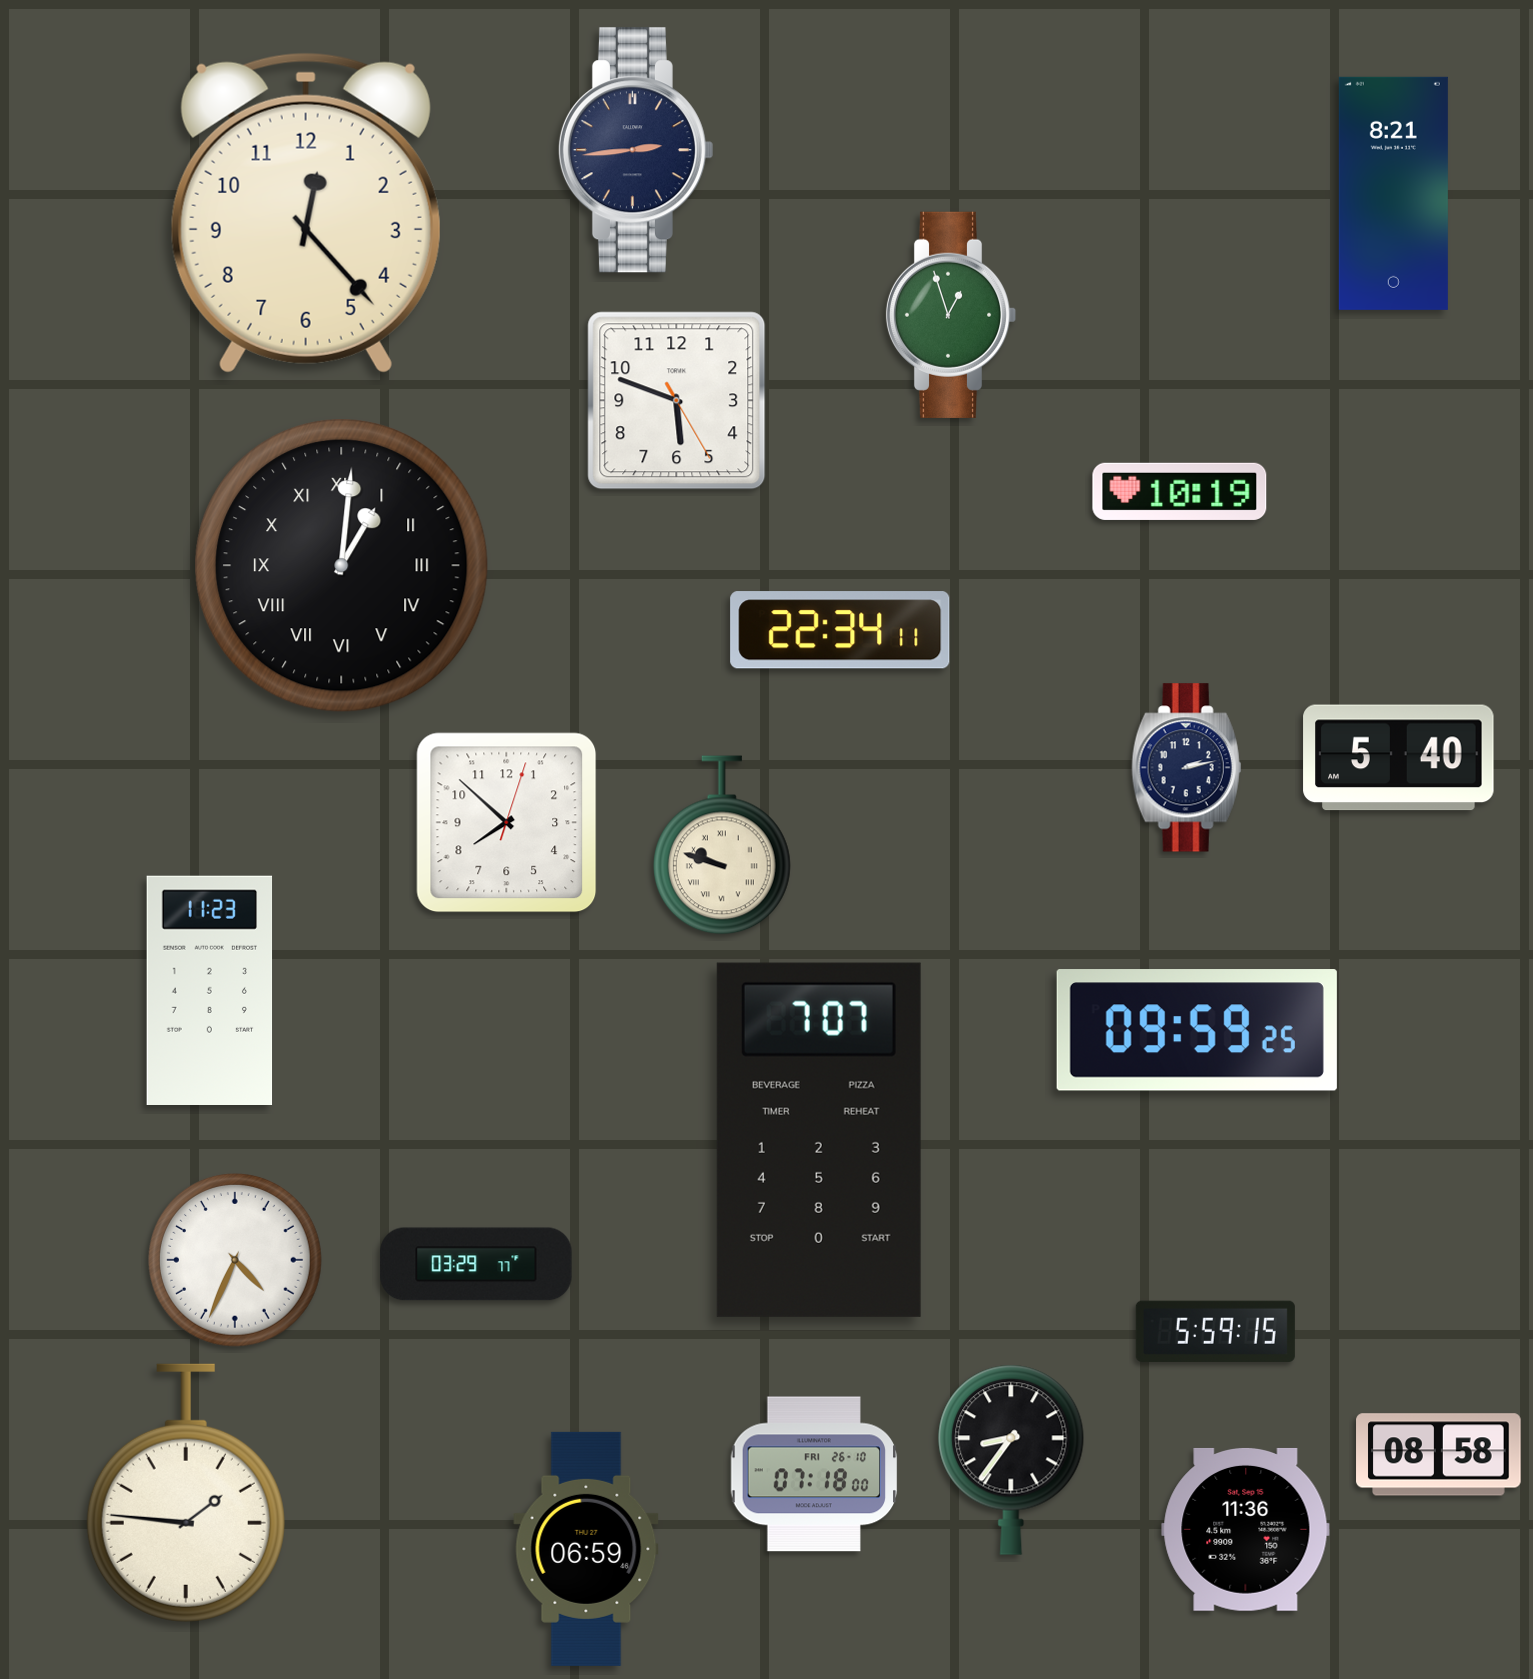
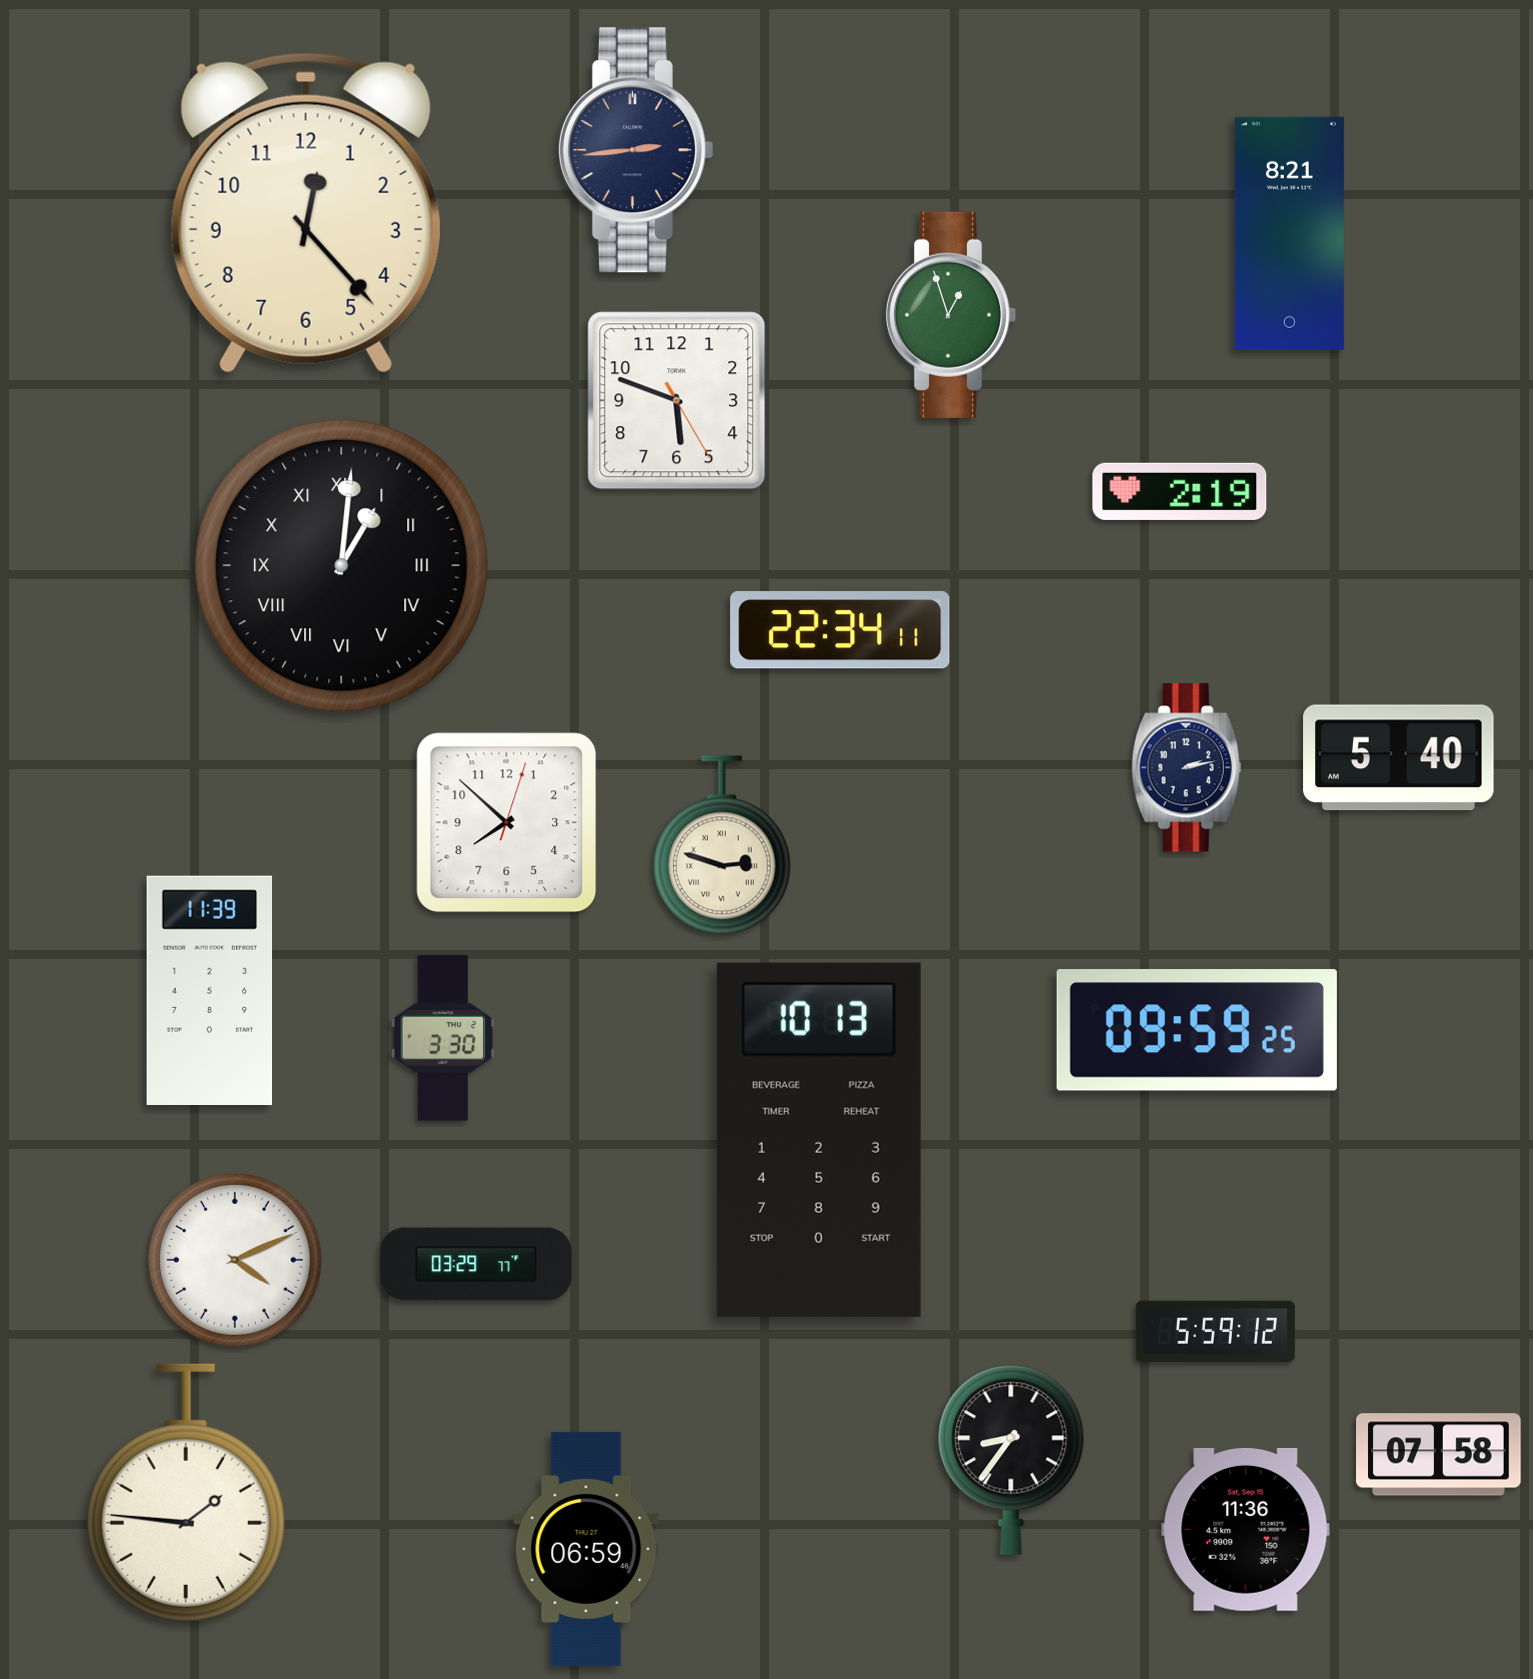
clock at (1393, 193) position: (1393, 193) -> (1289, 233)
clock at (1180, 491): 10:19 -> 2:19
clock at (722, 845): 9:48 -> 2:48
clock at (210, 990): 11:23 -> 11:39
clock at (443, 1038): none -> 3:30
clock at (819, 1140): 7:07 -> 10:13
clock at (235, 1260): 4:34 -> 4:11
clock at (1215, 1331): 5:59:15 -> 5:59:12
clock at (1439, 1455): 08:58 -> 07:58
clock at (814, 1474): 07:18 -> none
